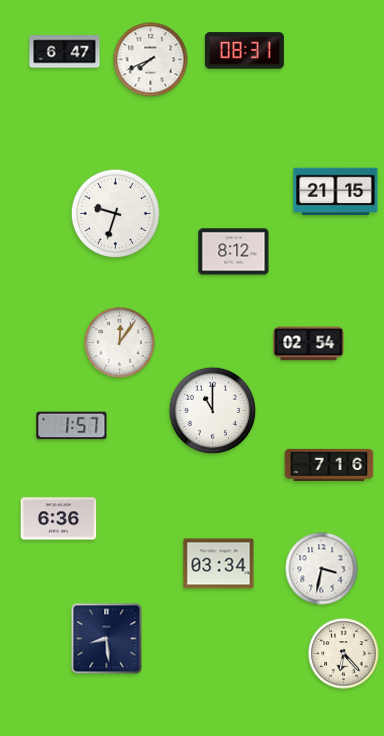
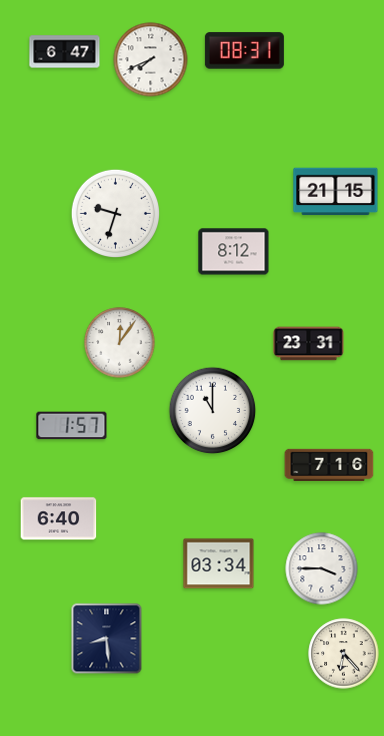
clock at (309, 344): 02:54 -> 23:31
clock at (59, 519): 6:36 -> 6:40
clock at (322, 569): 3:32 -> 3:45
